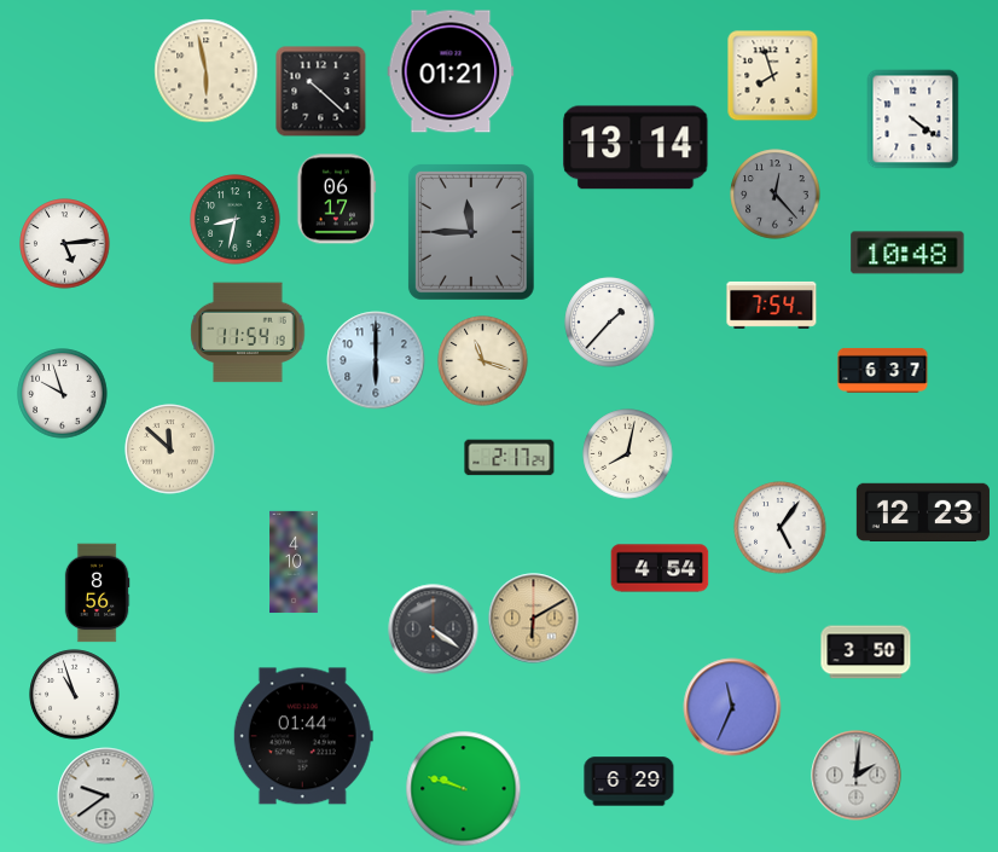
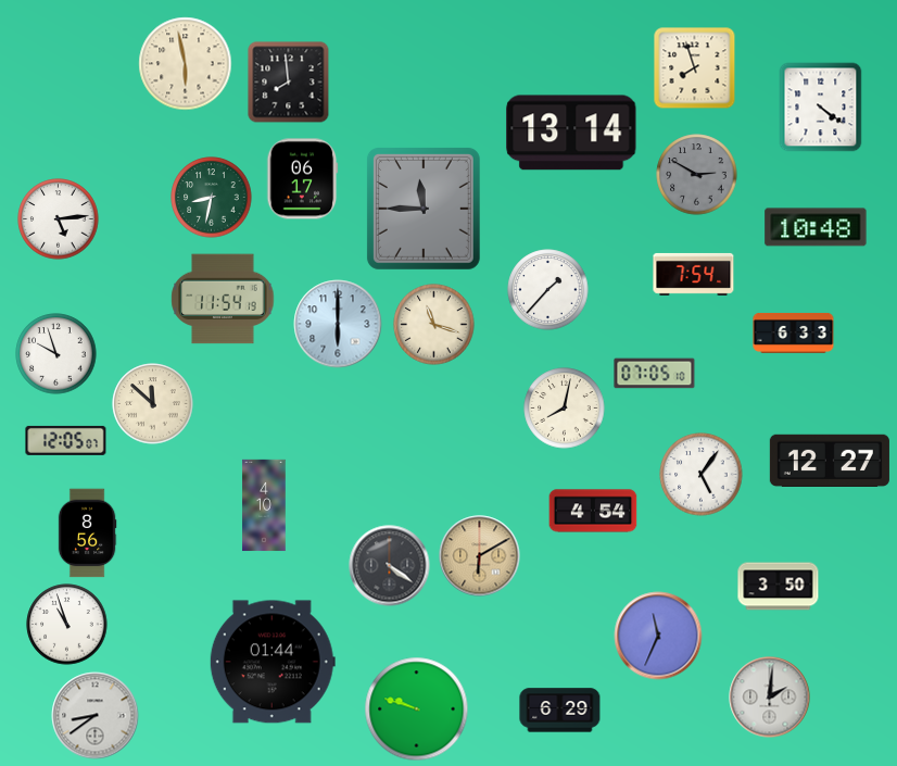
clock at (451, 71): 01:21 -> none
clock at (321, 92): 10:22 -> 7:59
clock at (776, 195): 12:23 -> 2:50
clock at (883, 370): 6:37 -> 6:33
clock at (655, 374): none -> 07:05
clock at (510, 458): 2:17 -> none
clock at (66, 440): none -> 12:05
clock at (923, 512): 12:23 -> 12:27
clock at (629, 782) position: (629, 782) -> (560, 711)
clock at (106, 796): 9:39 -> 8:39
